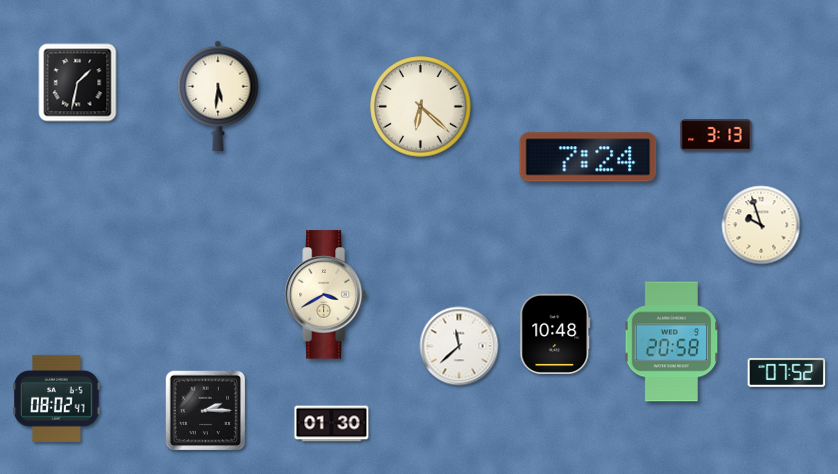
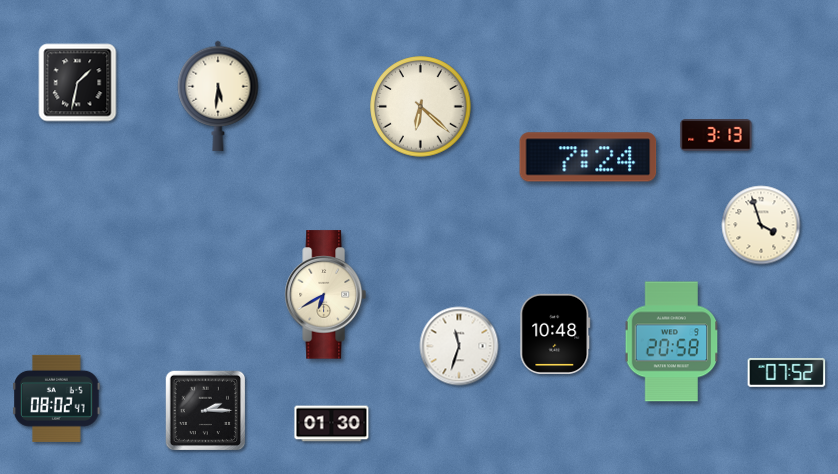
clock at (761, 225): 9:57 -> 3:57
clock at (325, 295): 3:40 -> 6:40
clock at (459, 346): 11:38 -> 11:33
